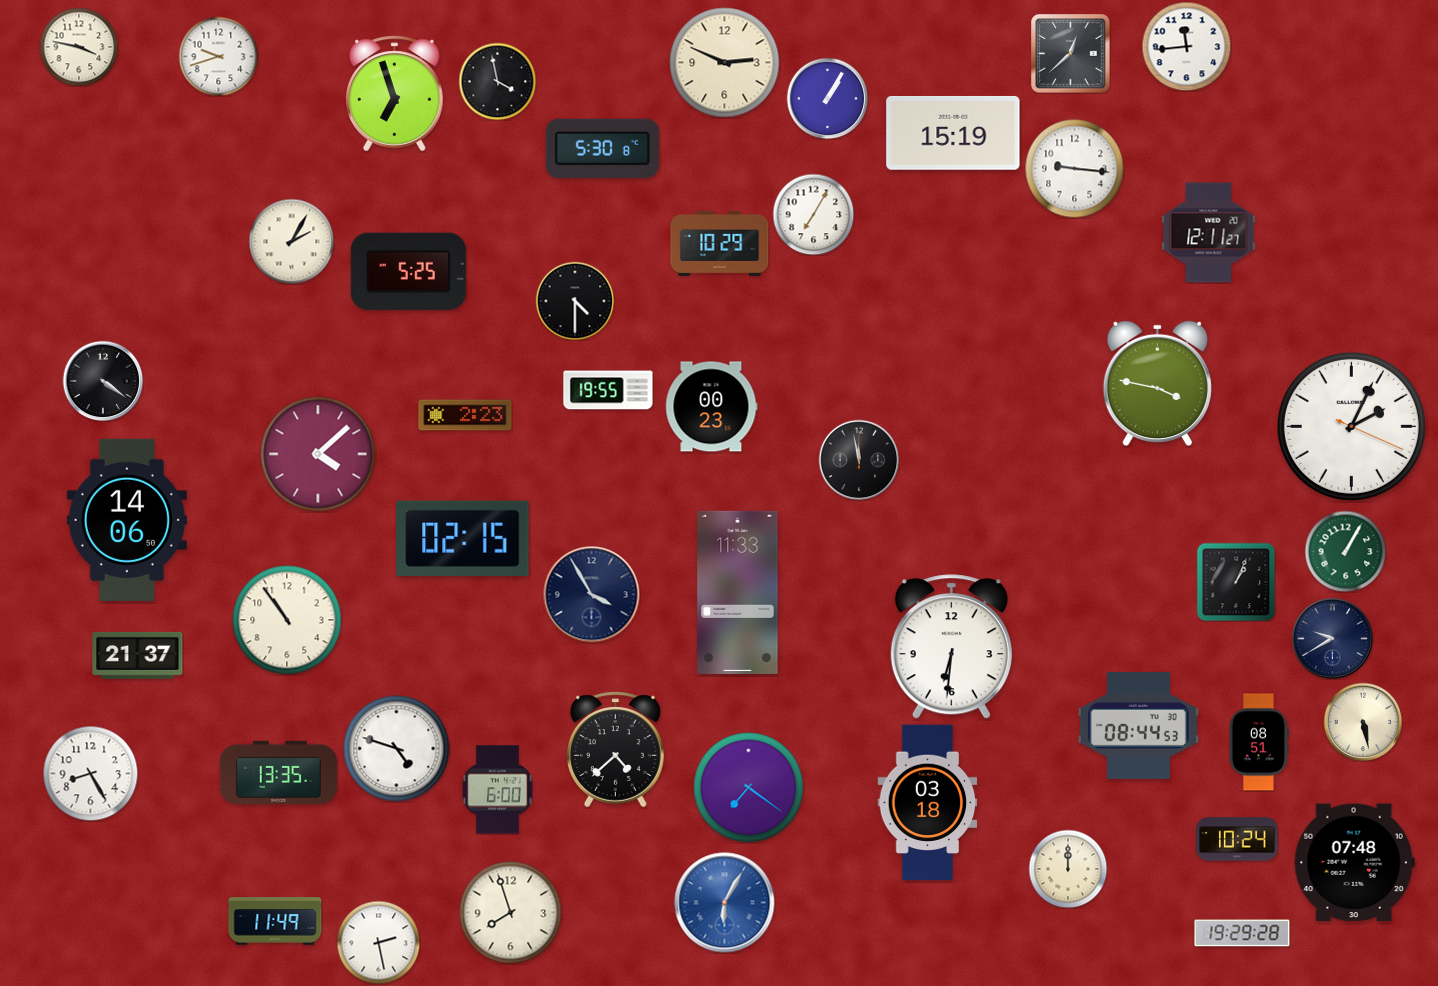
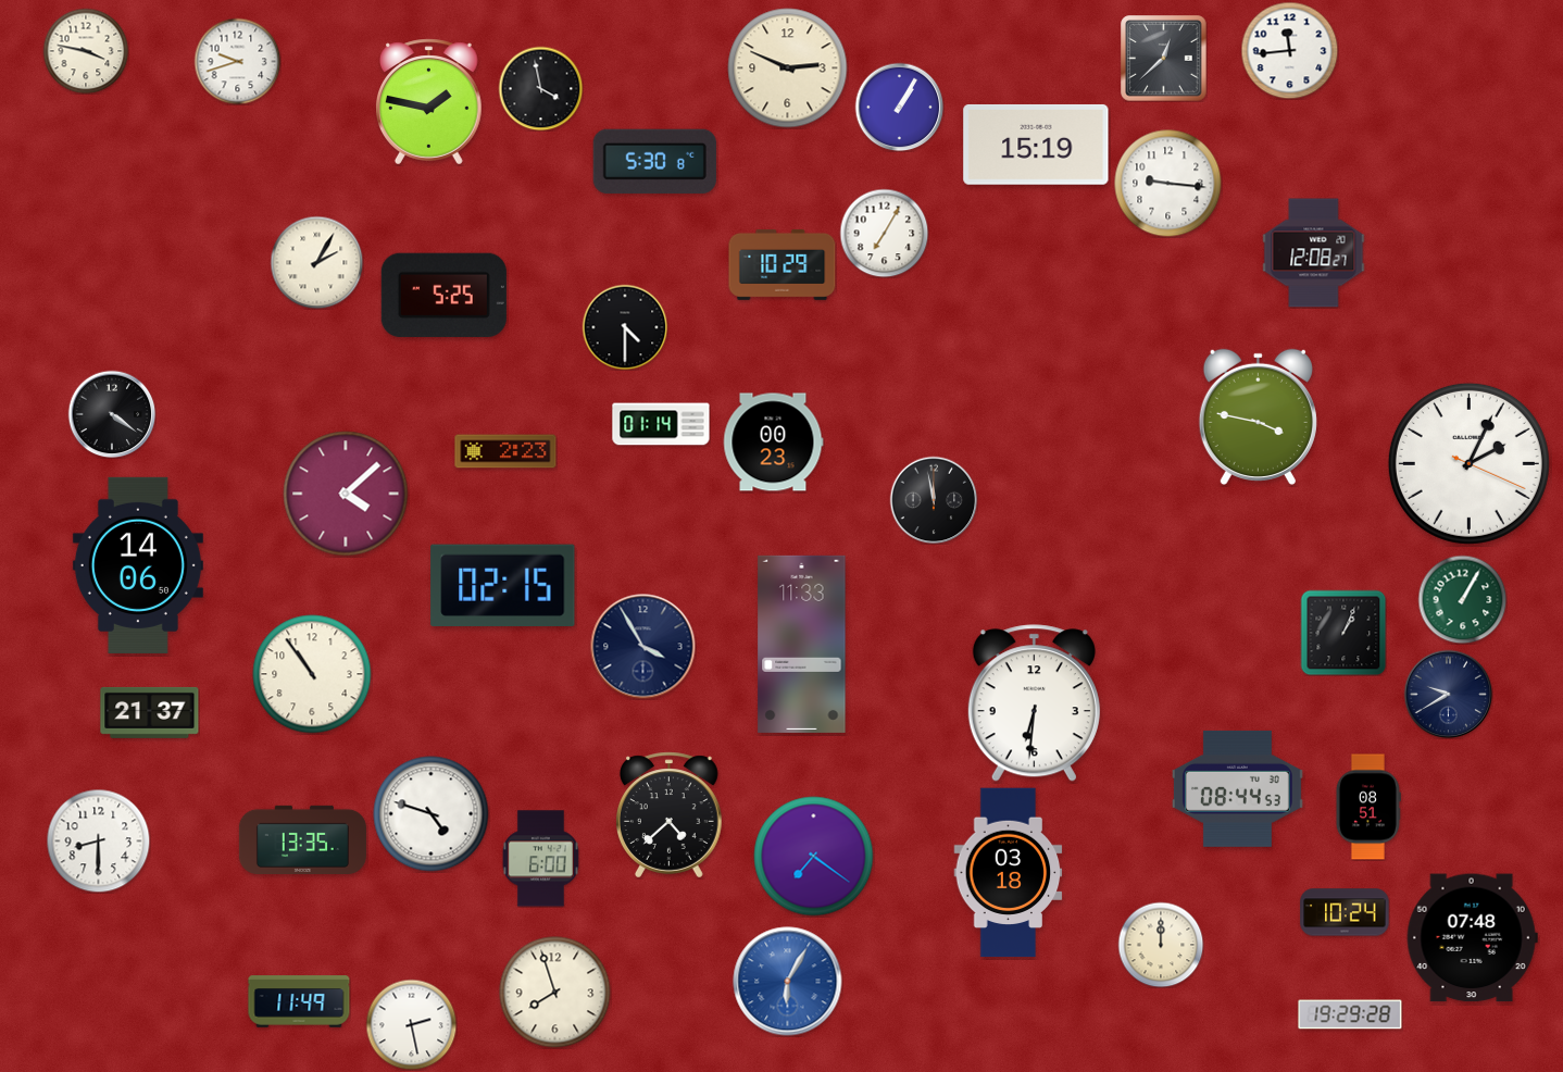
clock at (395, 94): 6:57 -> 1:47
clock at (1209, 233): 12:11 -> 12:08
clock at (608, 390): 19:55 -> 01:14
clock at (1363, 722): 5:28 -> none
clock at (90, 773): 8:25 -> 8:30
